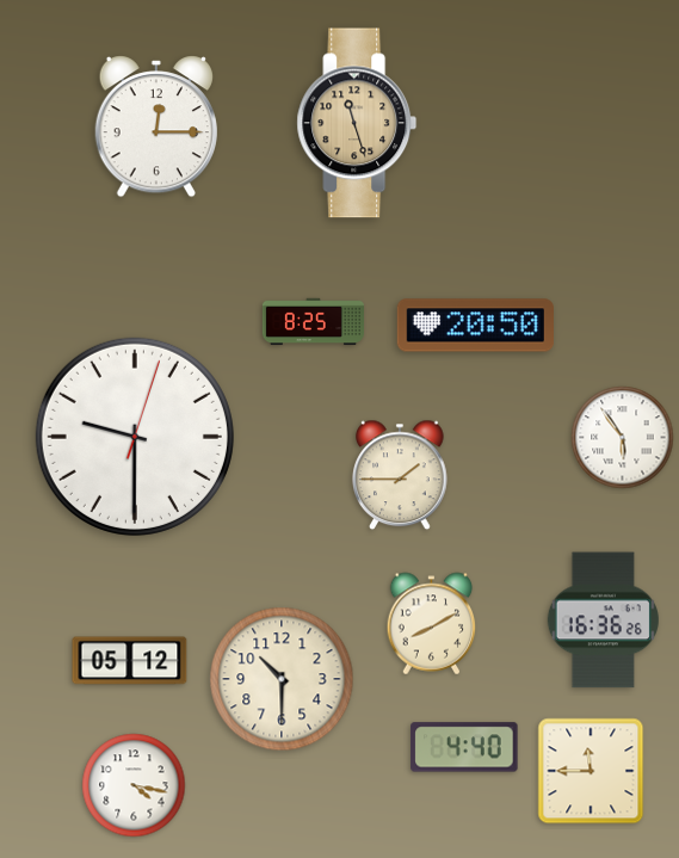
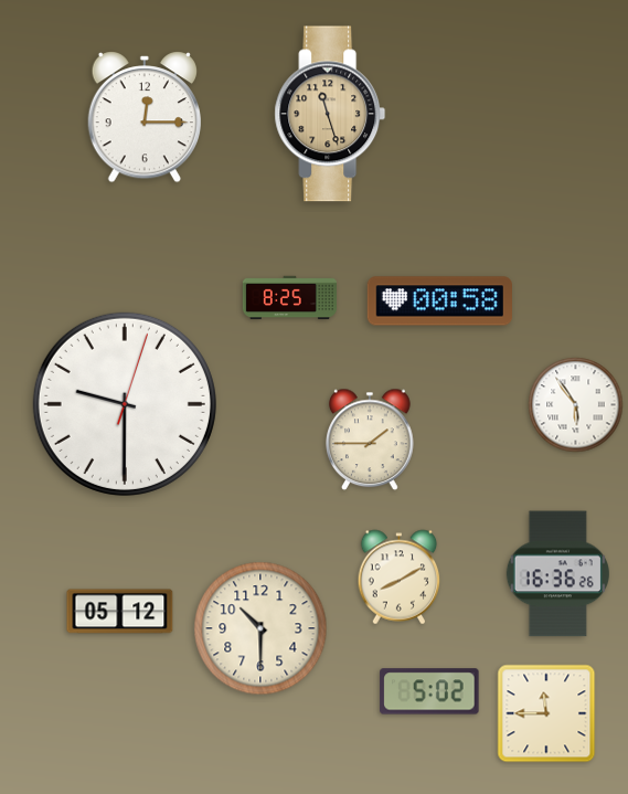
clock at (475, 326): 20:50 -> 00:58
clock at (464, 747): 4:40 -> 5:02
clock at (134, 785): 4:17 -> none
